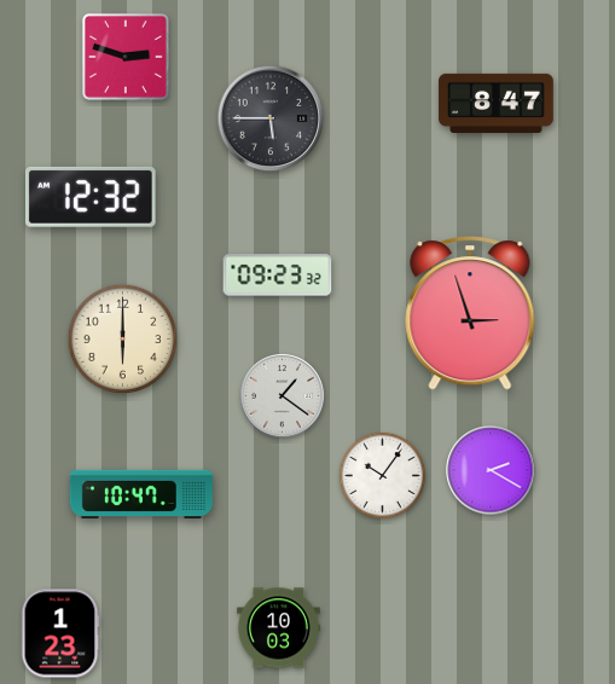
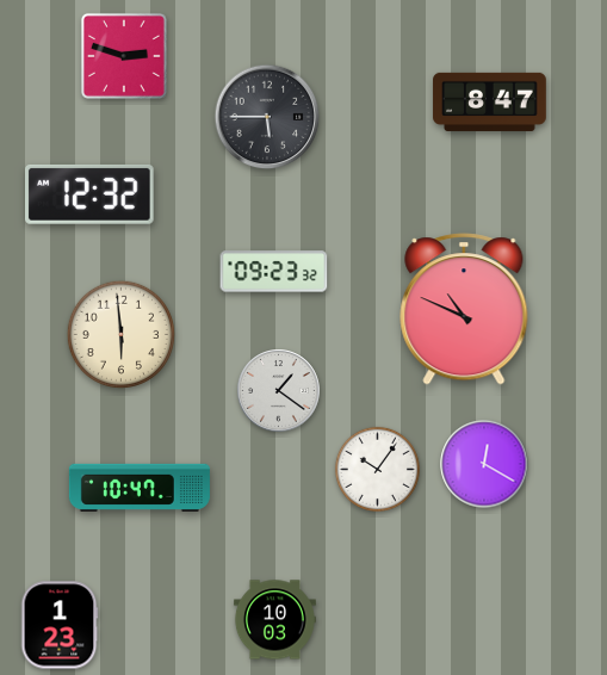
clock at (470, 313): 2:57 -> 10:49
clock at (122, 338): 6:00 -> 5:59
clock at (491, 470): 2:20 -> 12:20
